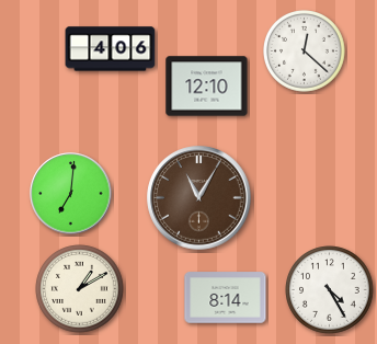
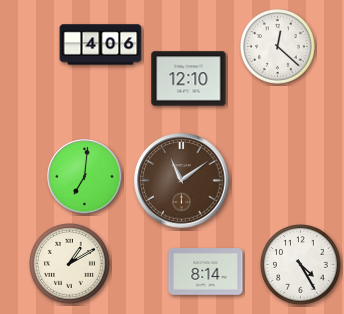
clock at (71, 194) position: (71, 194) -> (85, 177)
clock at (199, 198): 11:05 -> 11:09
clock at (80, 289) position: (80, 289) -> (70, 264)
